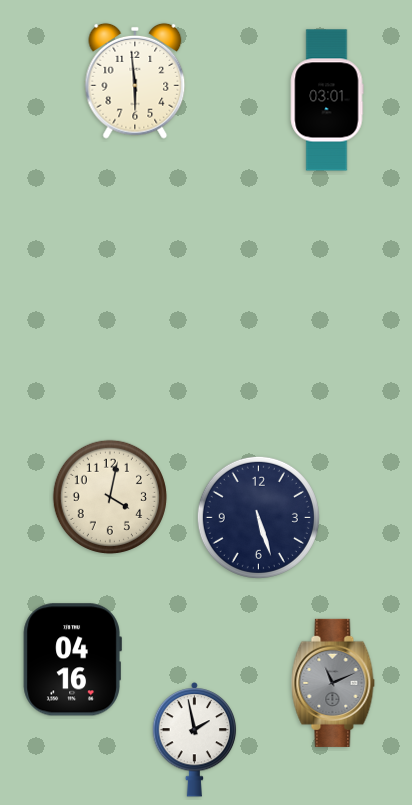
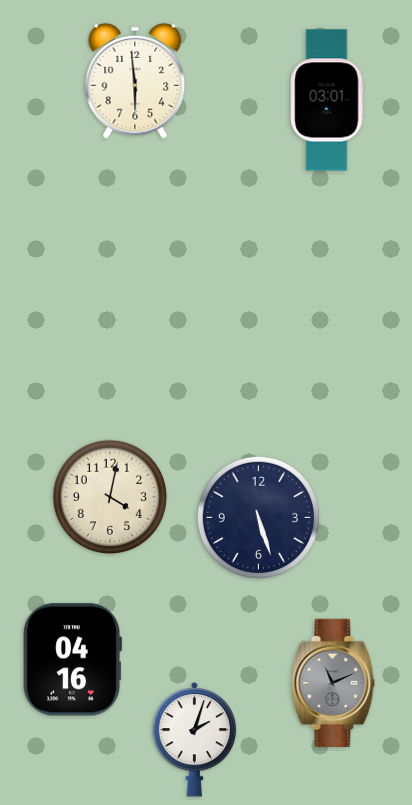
clock at (195, 740): 1:58 -> 2:03
